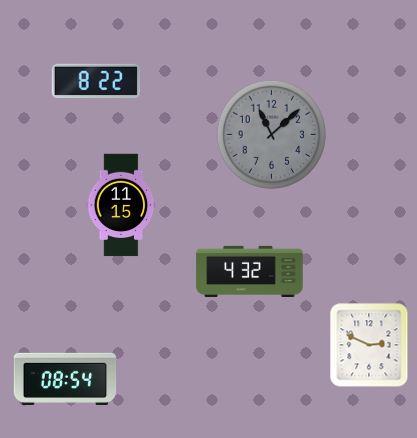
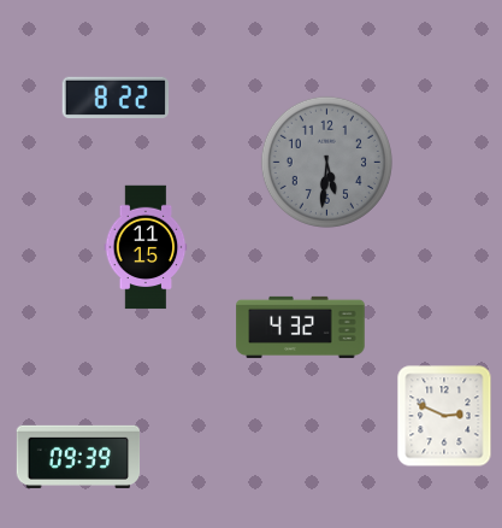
clock at (271, 134): 11:08 -> 5:31
clock at (65, 379): 08:54 -> 09:39
